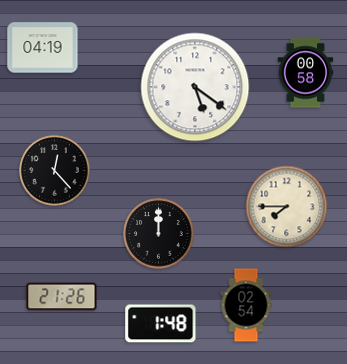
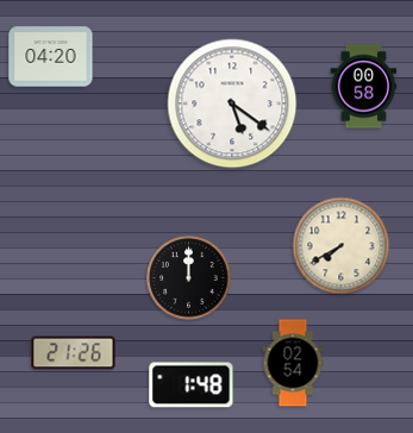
clock at (43, 48): 04:19 -> 04:20
clock at (55, 171): 12:23 -> none
clock at (287, 207): 7:45 -> 7:40
